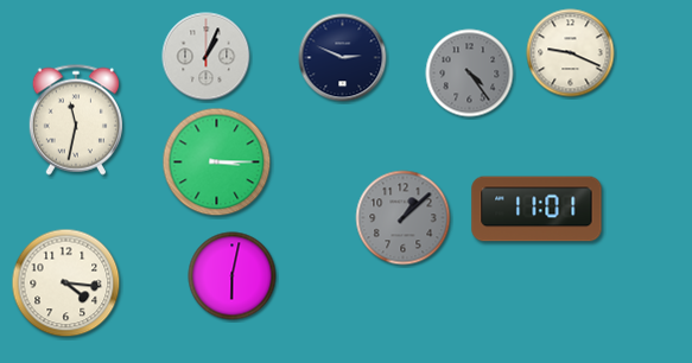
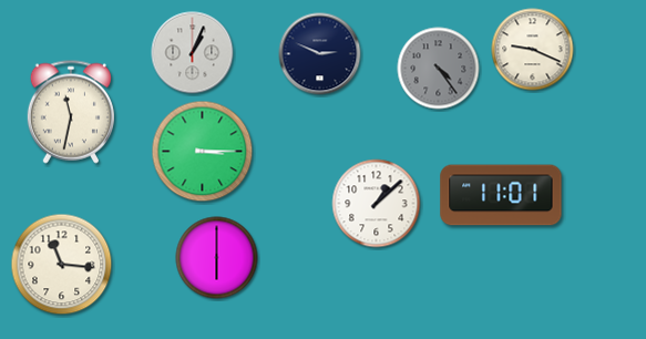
clock at (404, 218) dial: grey -> white
clock at (233, 276): 6:02 -> 6:00
clock at (66, 284): 4:16 -> 11:16
